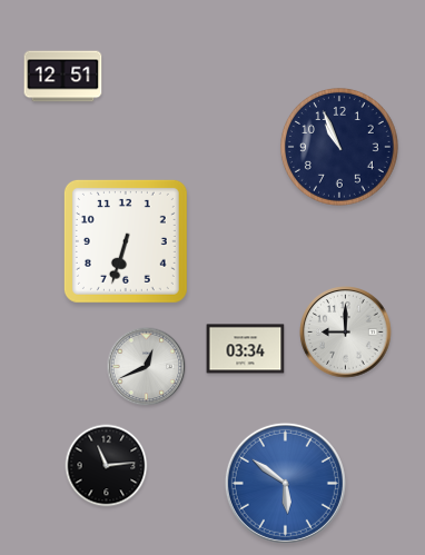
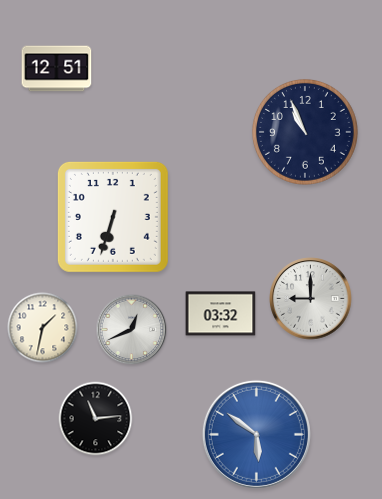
clock at (246, 349): 03:34 -> 03:32
clock at (43, 328): none -> 1:32
